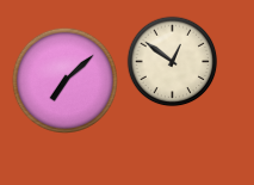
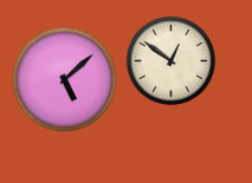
clock at (64, 80): 7:08 -> 5:08
